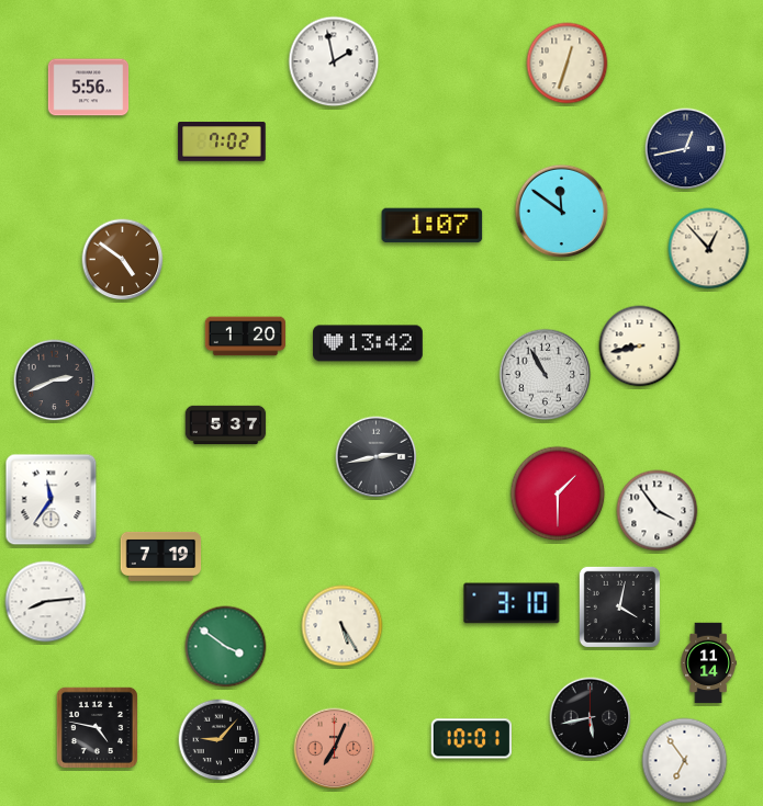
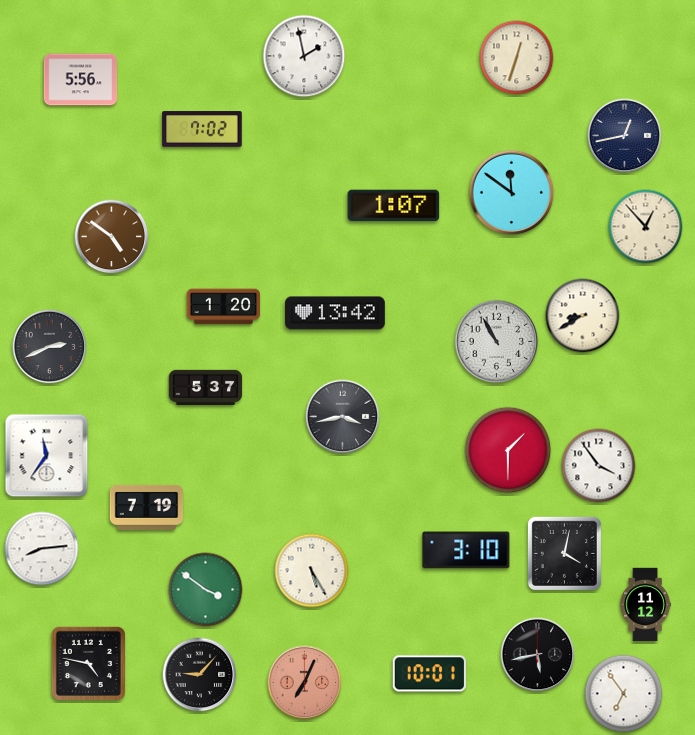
clock at (640, 347): 8:43 -> 8:40
clock at (377, 457): 2:43 -> 3:43
clock at (708, 663): 11:14 -> 11:12
